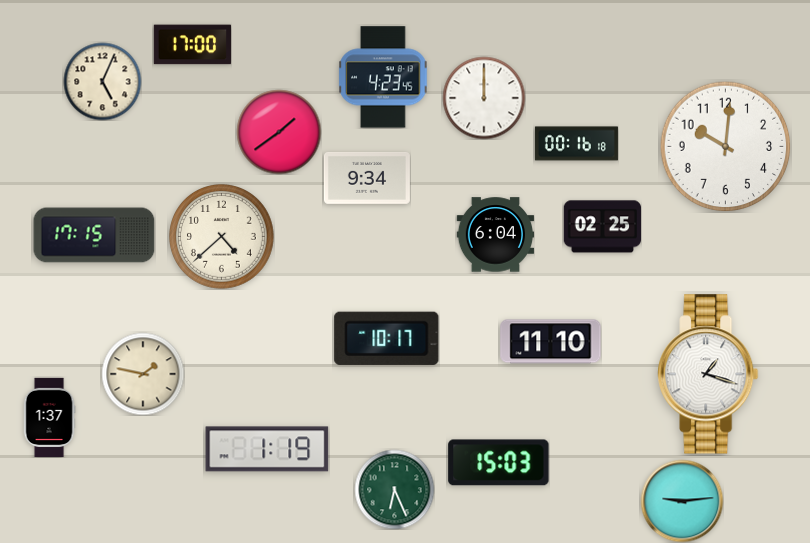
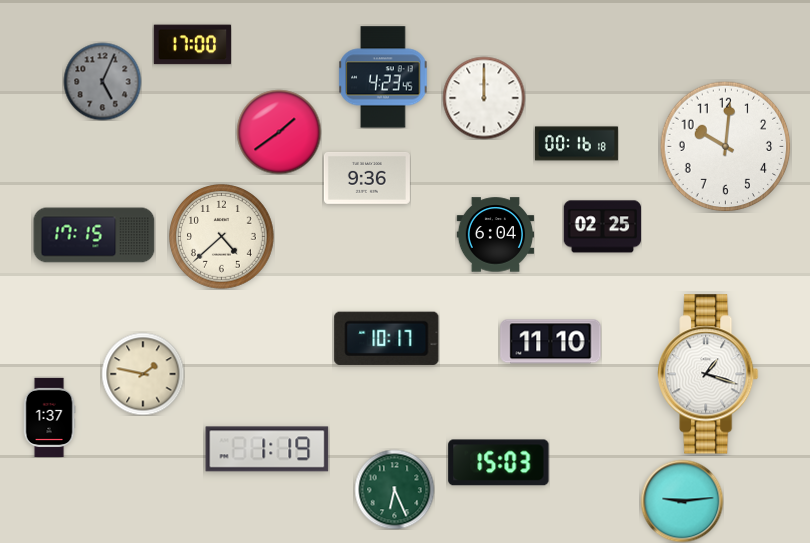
clock at (102, 81) dial: cream -> grey
clock at (367, 178): 9:34 -> 9:36
